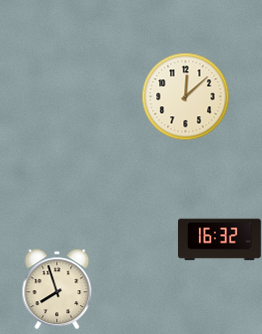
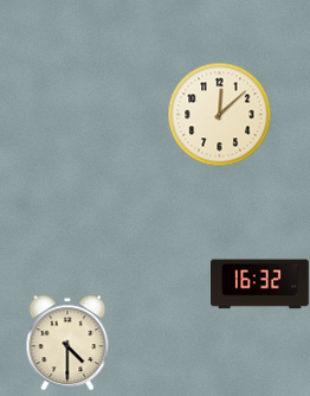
clock at (57, 289): 7:57 -> 4:30
